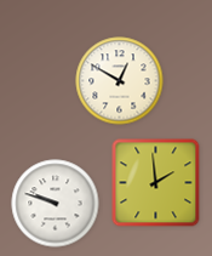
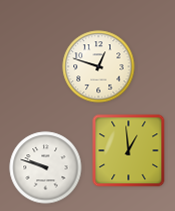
clock at (120, 81): 12:50 -> 12:48
clock at (156, 183): 1:59 -> 12:59
